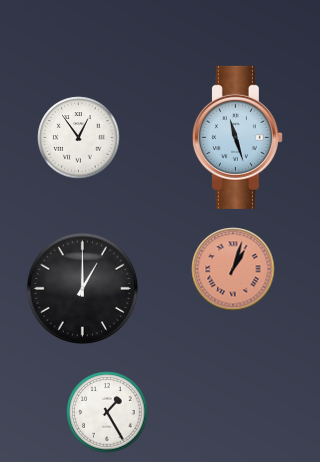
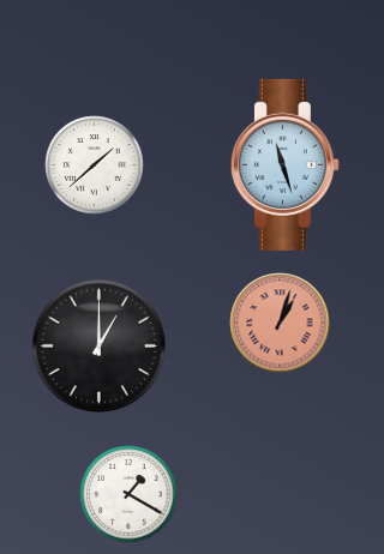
clock at (79, 138): 12:54 -> 1:38
clock at (107, 412): 1:25 -> 1:20
